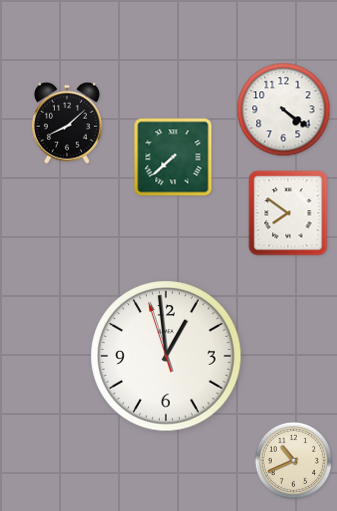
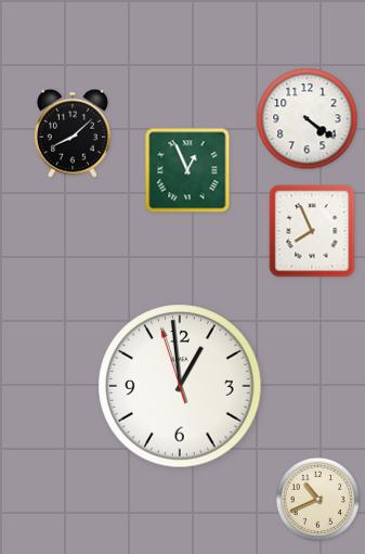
clock at (173, 157): 7:38 -> 12:56
clock at (288, 213): 7:51 -> 7:56
